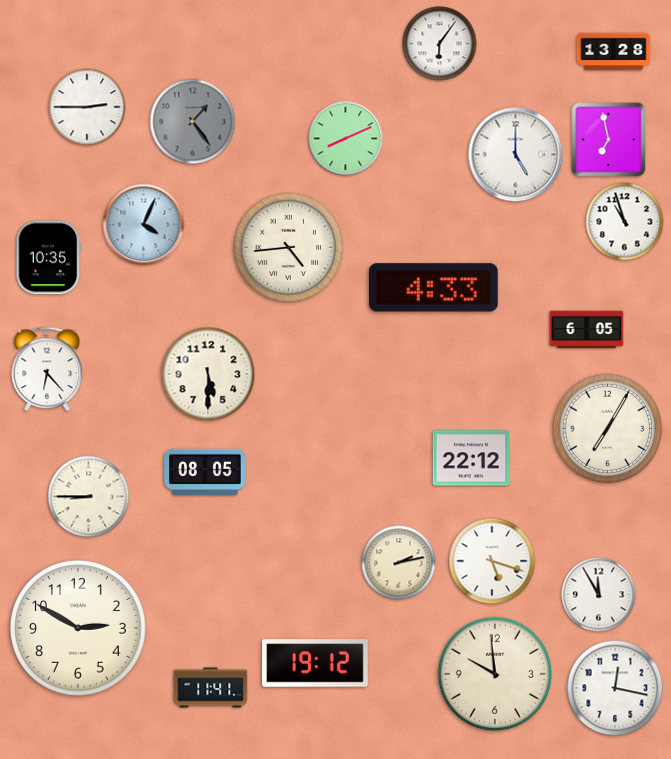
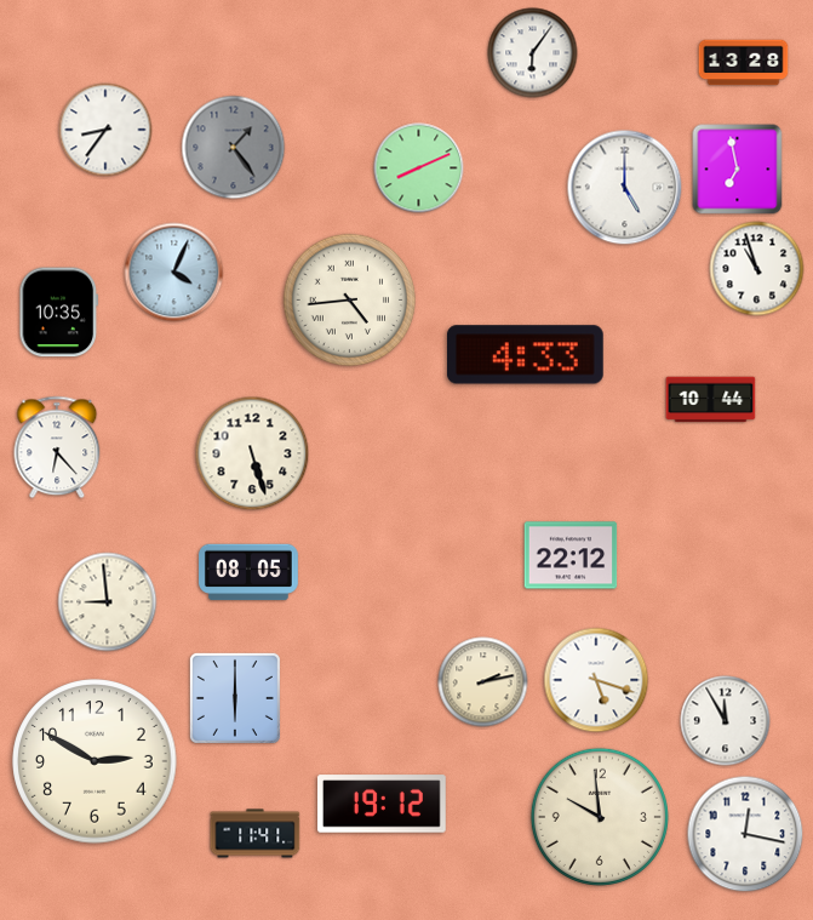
clock at (87, 107): 2:45 -> 8:36
clock at (433, 288) position: (433, 288) -> (525, 355)
clock at (587, 330): 6:05 -> 10:44
clock at (208, 374): 5:30 -> 5:27
clock at (608, 429): 7:05 -> none
clock at (89, 497): 8:45 -> 8:59
clock at (235, 698): none -> 6:00
